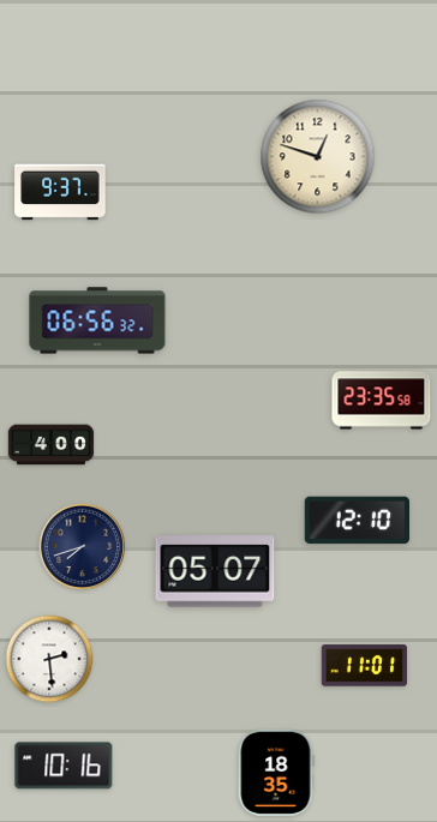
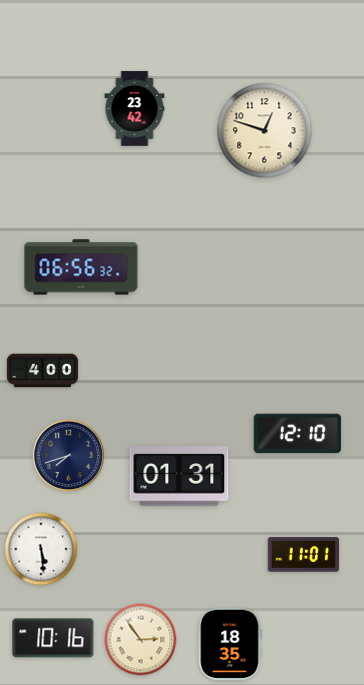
clock at (135, 109): none -> 23:42
clock at (60, 192): 9:37 -> none
clock at (382, 401): 23:35 -> none
clock at (215, 571): 05:07 -> 01:31
clock at (49, 659): 2:29 -> 5:29
clock at (141, 640): none -> 2:54
